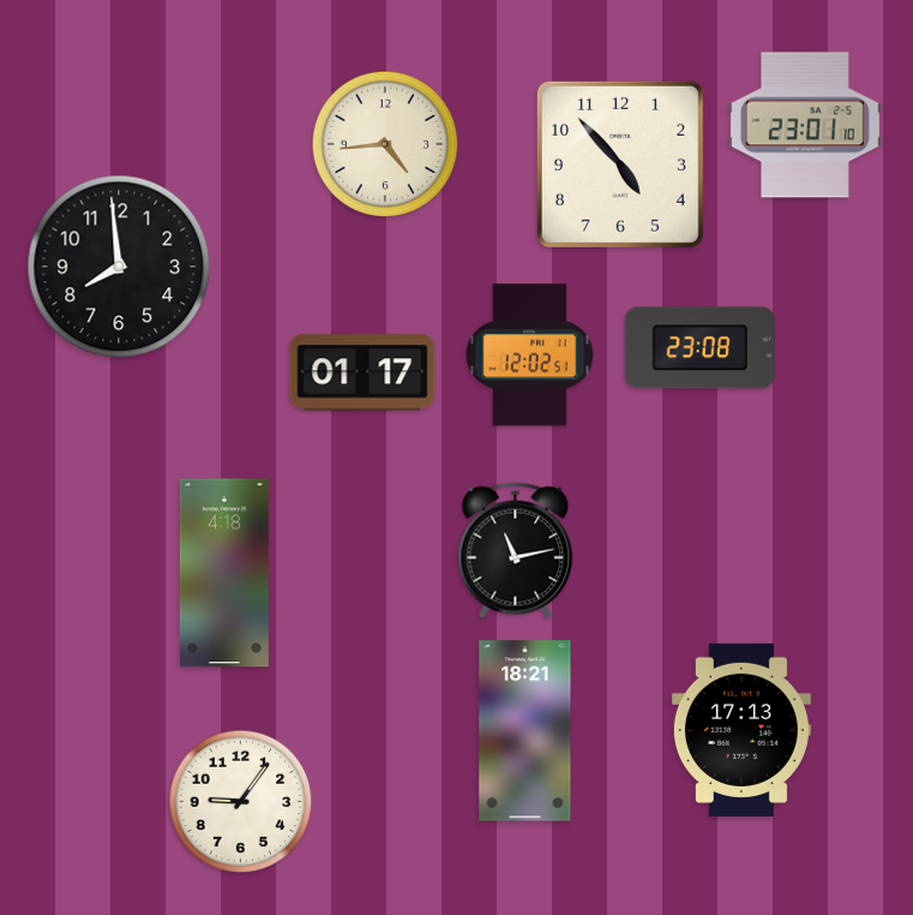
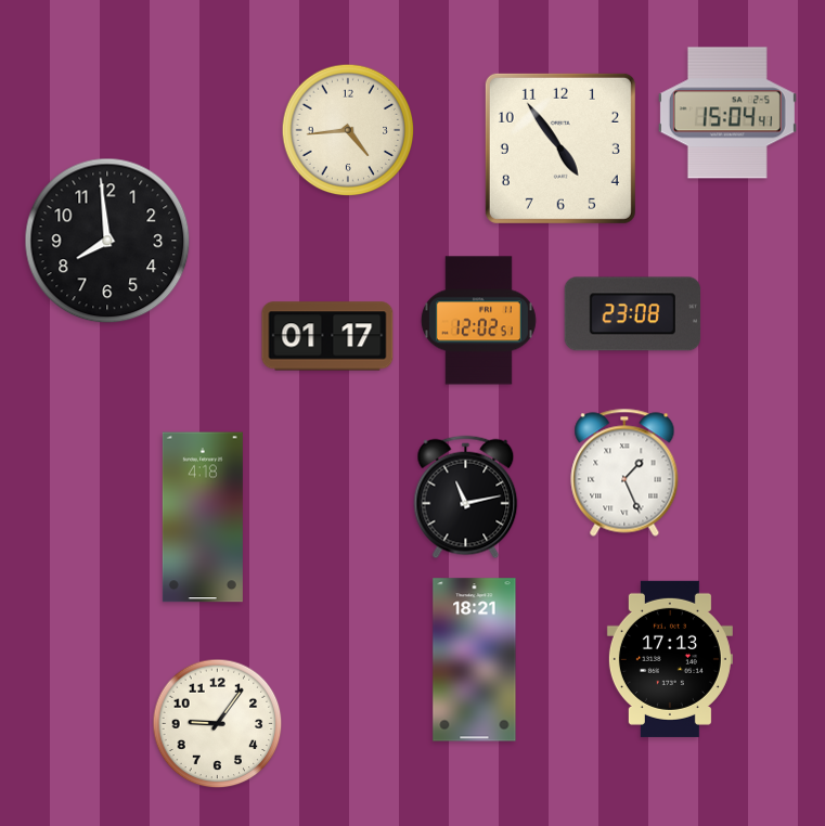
clock at (805, 125): 23:01 -> 15:04
clock at (620, 165): 4:53 -> 4:54
clock at (624, 473): none -> 1:26
